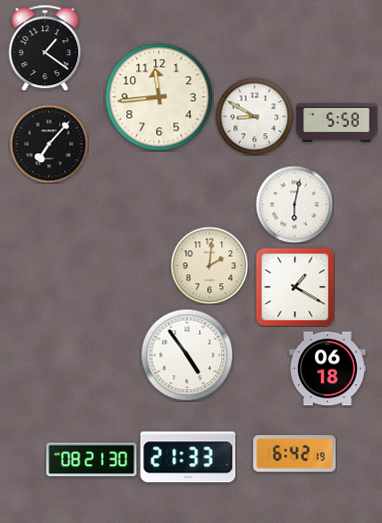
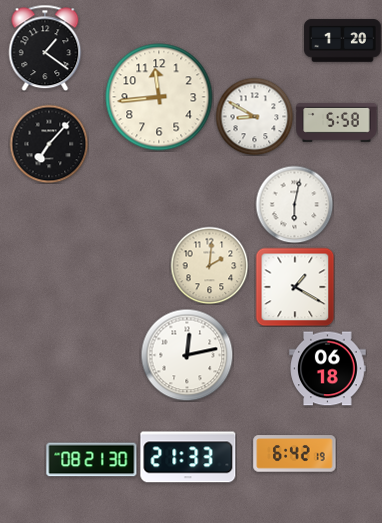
clock at (343, 41): none -> 1:20
clock at (187, 355): 4:54 -> 12:13
